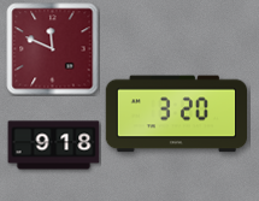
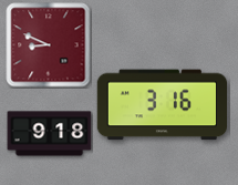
clock at (53, 49): 11:49 -> 8:49
clock at (177, 114): 3:20 -> 3:16
